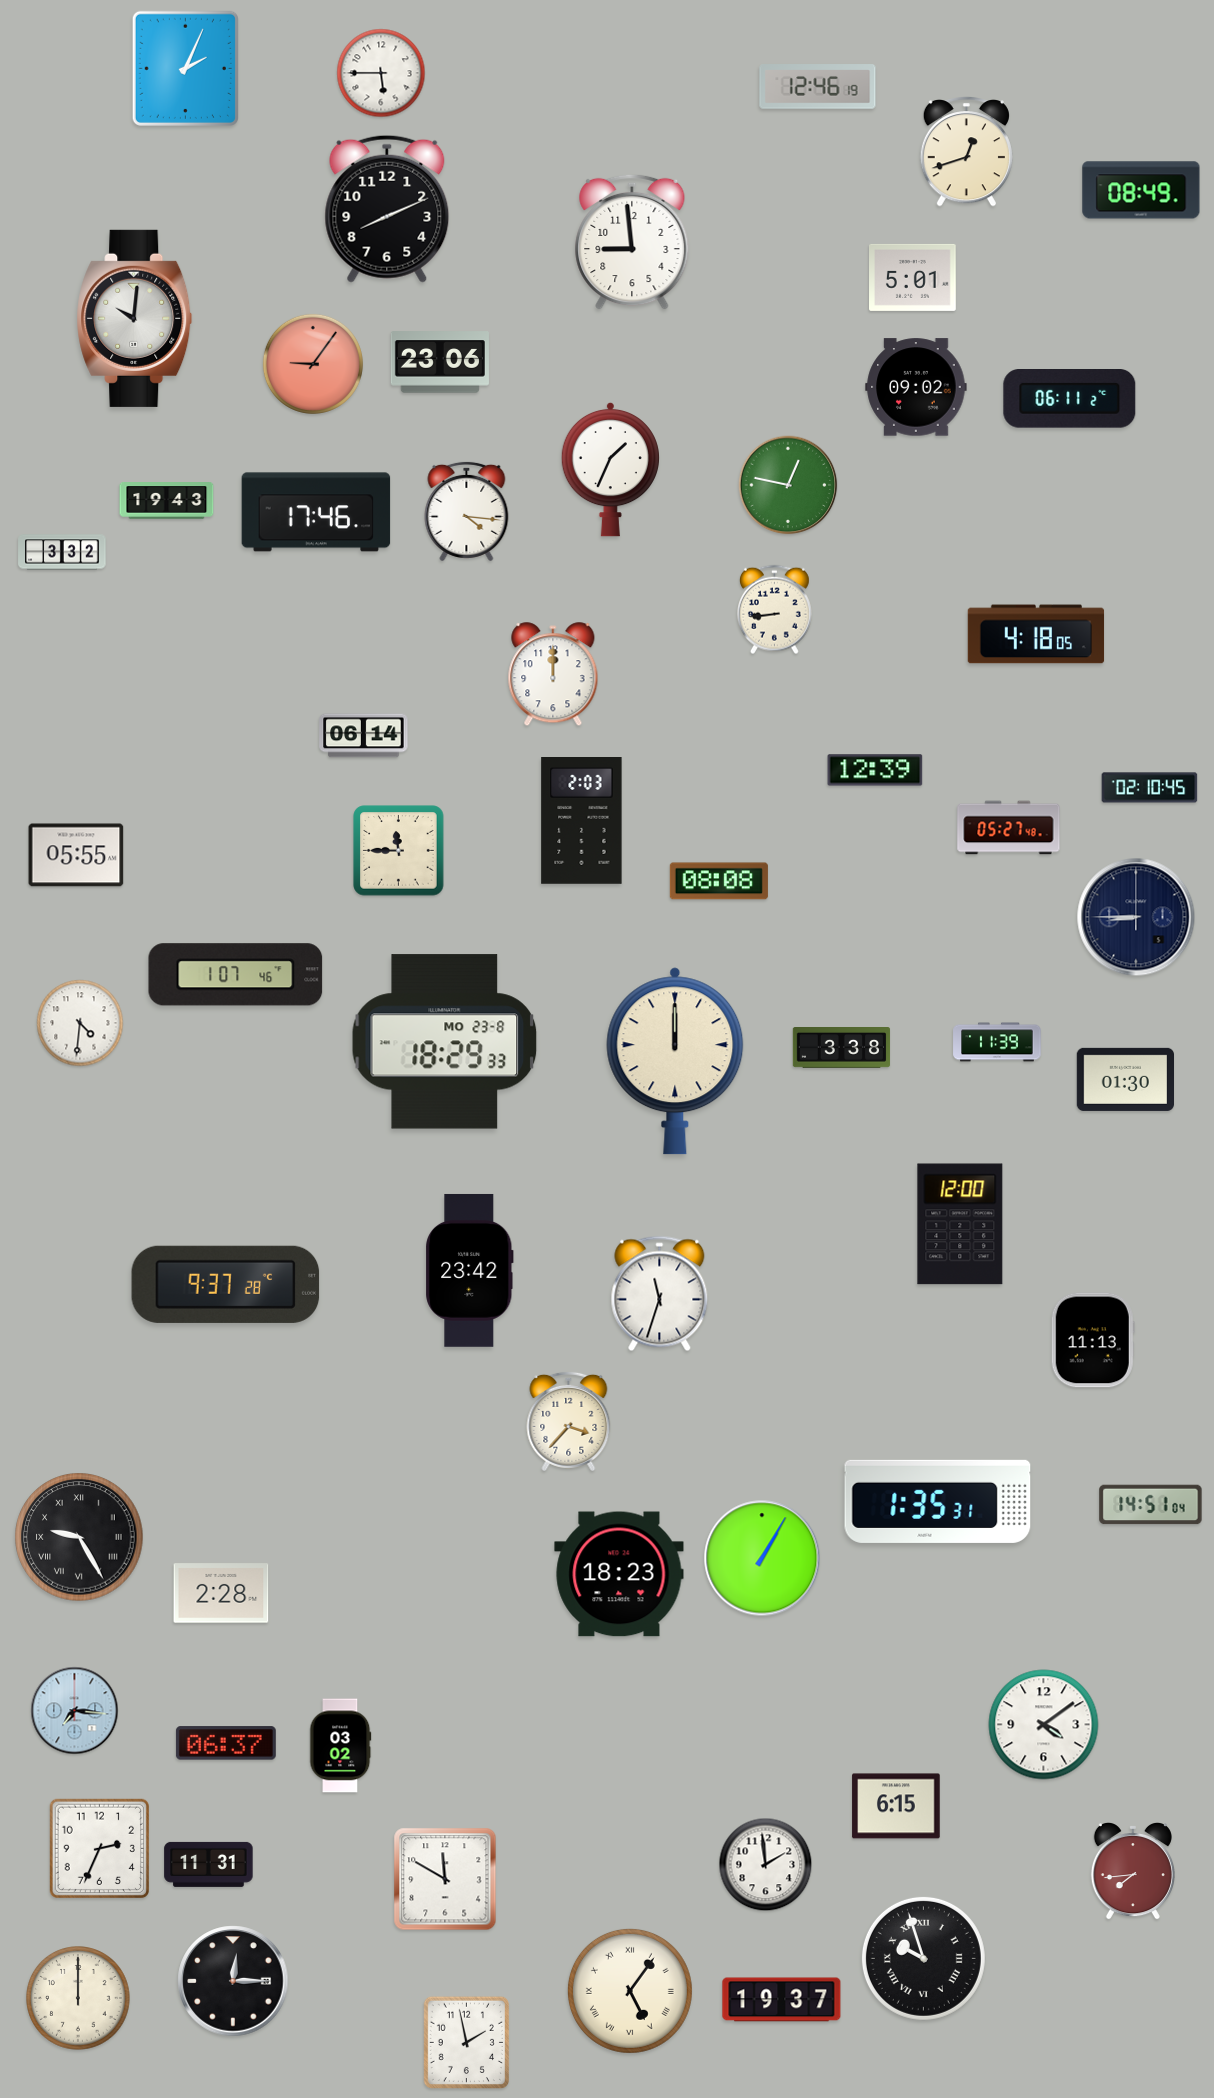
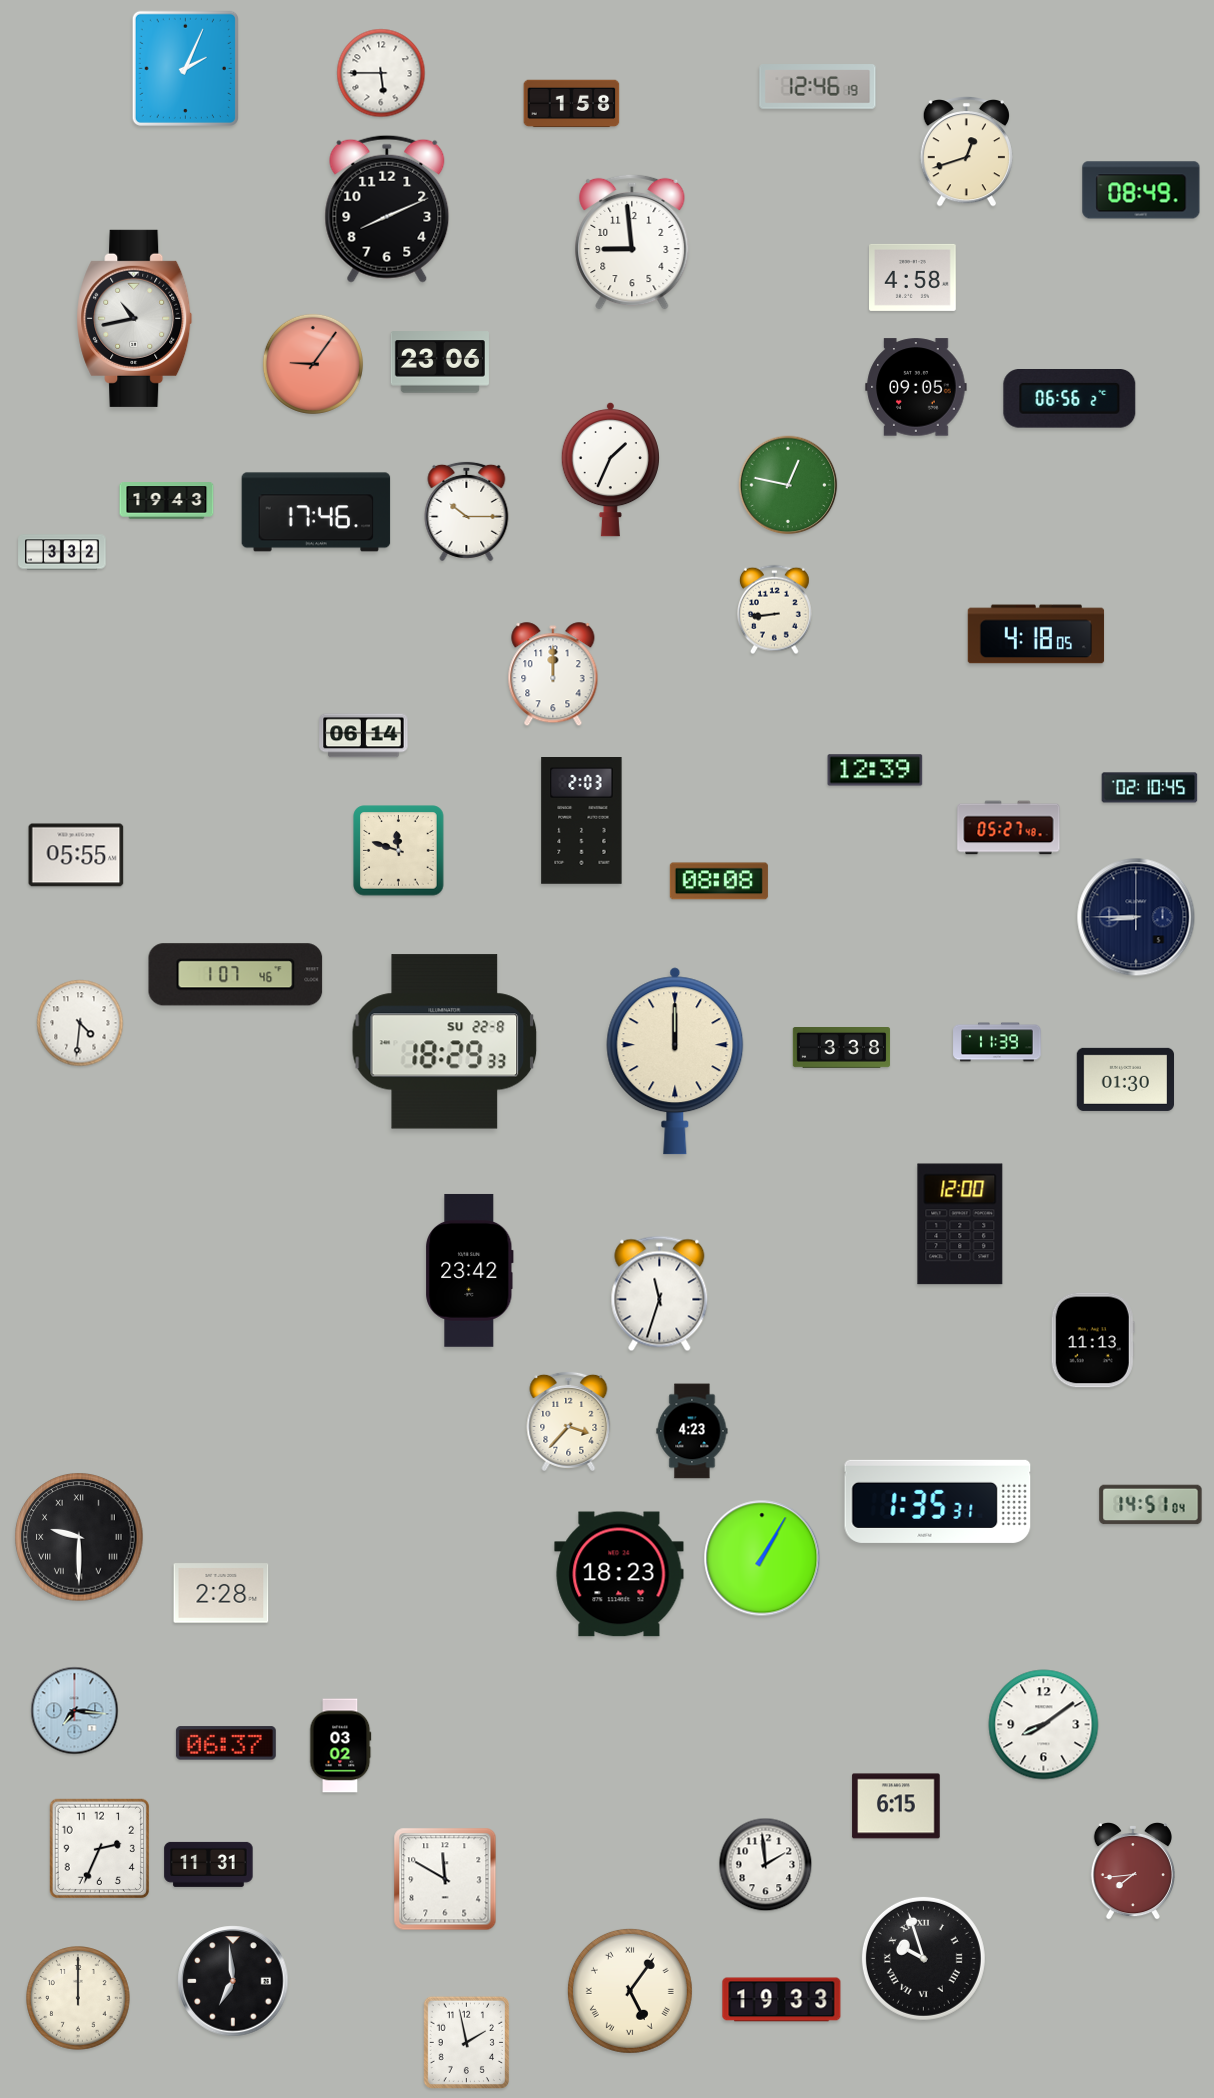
clock at (572, 104): none -> 1:58
clock at (913, 277): 5:01 -> 4:58
clock at (135, 318): 10:01 -> 10:43
clock at (916, 387): 09:02 -> 09:05
clock at (1070, 399): 06:11 -> 06:56
clock at (467, 511): 4:16 -> 10:15
clock at (399, 851): 11:45 -> 11:48
clock at (445, 1042) date: MO 23-8 -> SU 22-8
clock at (226, 1284): 9:37 -> none
clock at (692, 1431): none -> 4:23
clock at (79, 1537): 9:25 -> 9:30
clock at (1044, 1725): 4:09 -> 8:09
clock at (233, 1981): 12:15 -> 6:59
clock at (782, 2000): 19:37 -> 19:33
